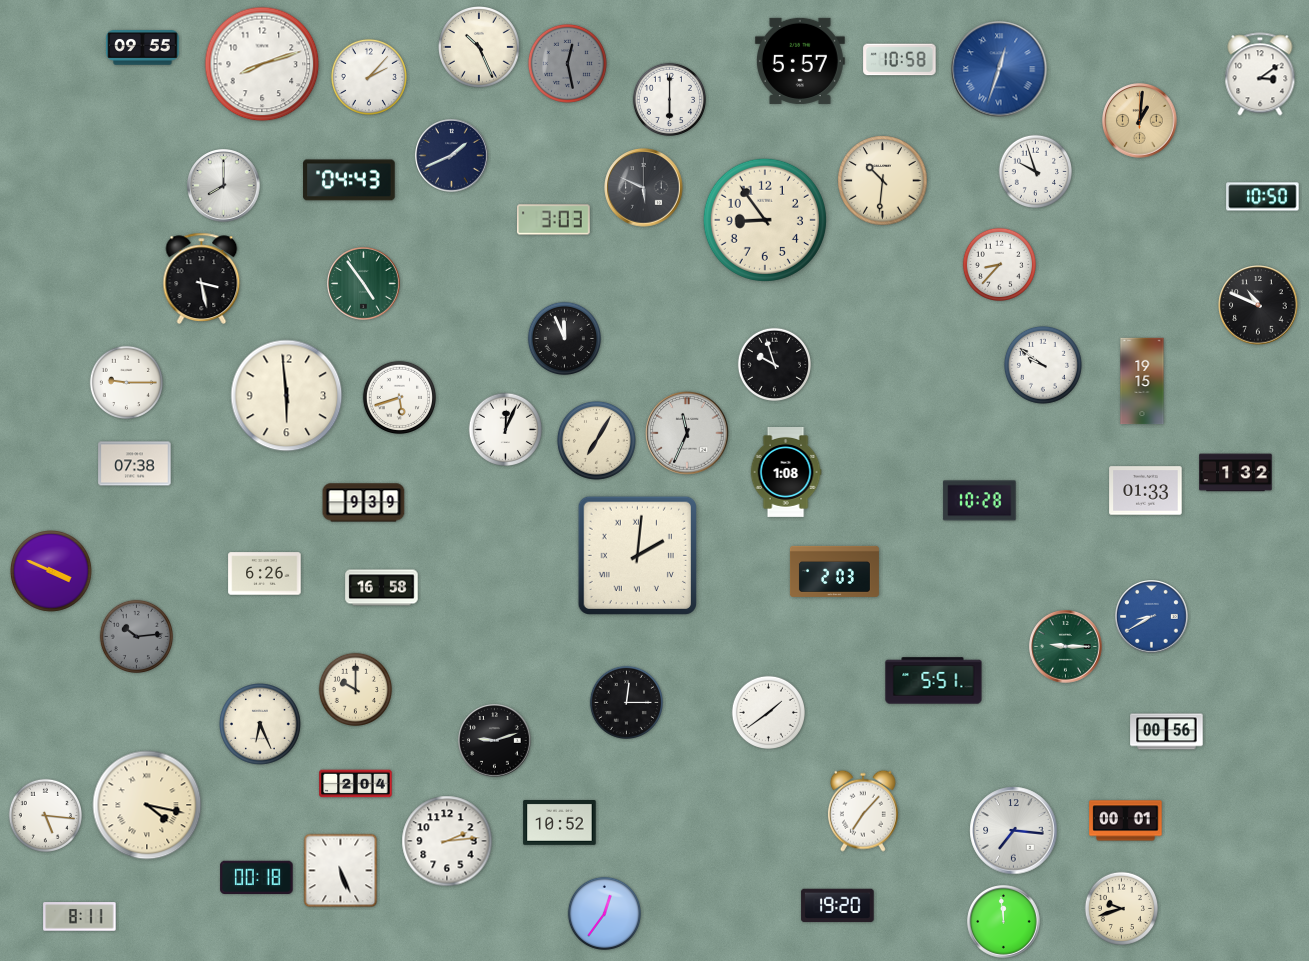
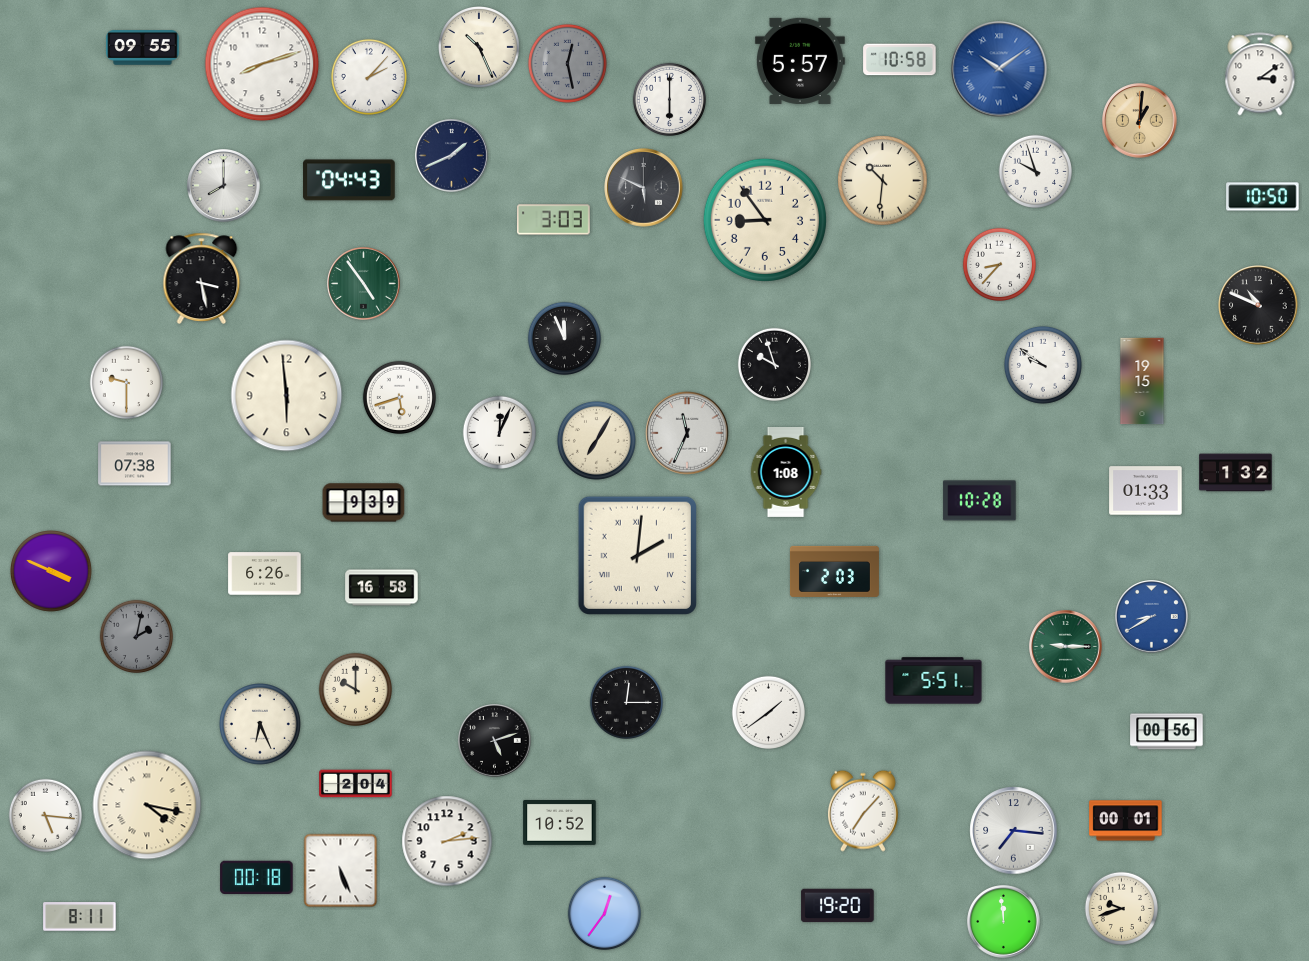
clock at (999, 69): 12:33 -> 10:09
clock at (126, 382): 9:15 -> 9:30
clock at (505, 429) position: (505, 429) -> (499, 432)
clock at (136, 636): 10:14 -> 2:02
clock at (495, 741): 9:12 -> 5:12
